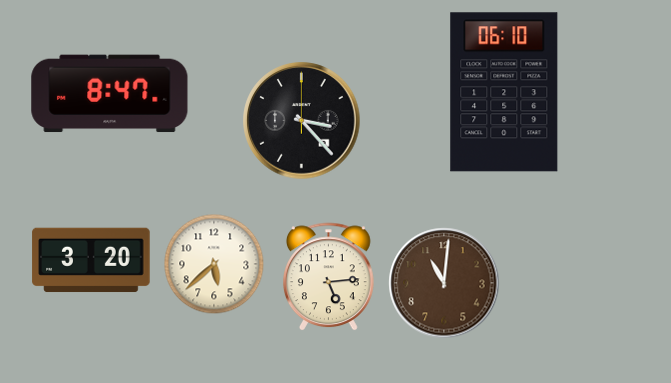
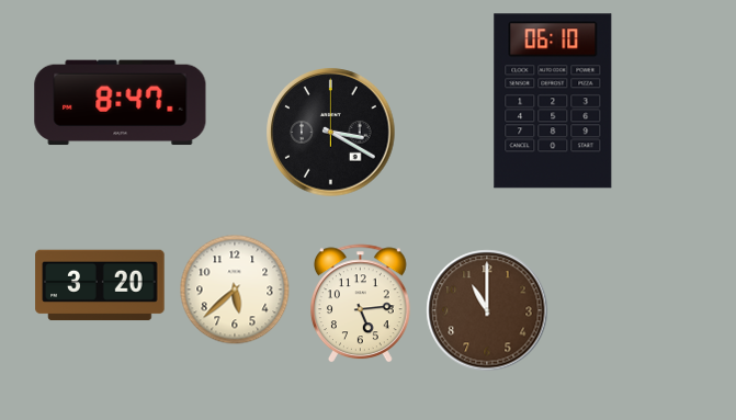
clock at (302, 121): 3:23 -> 3:20
clock at (444, 283): 11:01 -> 11:00
